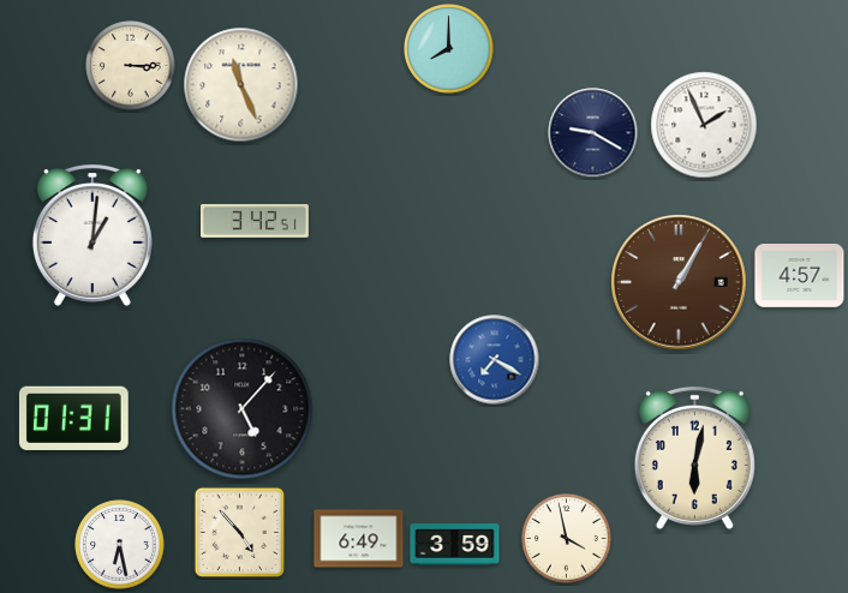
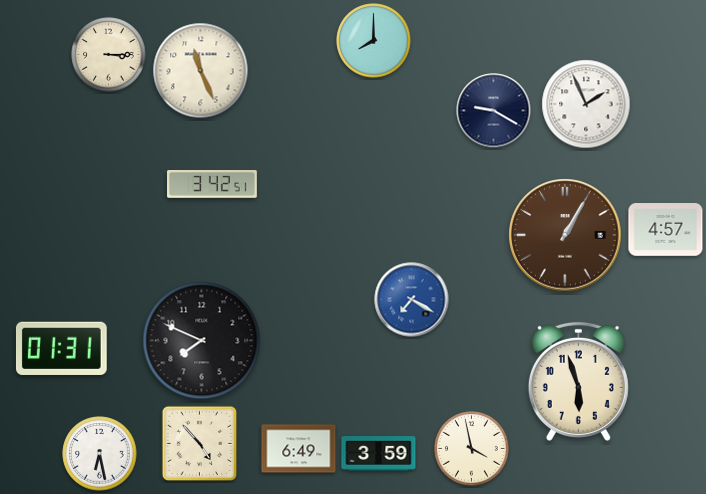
clock at (92, 236): 1:01 -> none
clock at (243, 409): 5:07 -> 7:49
clock at (694, 457): 6:02 -> 5:57
